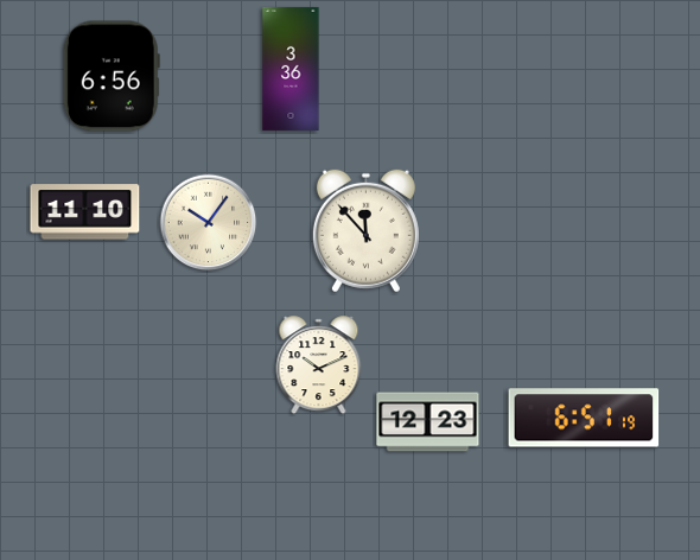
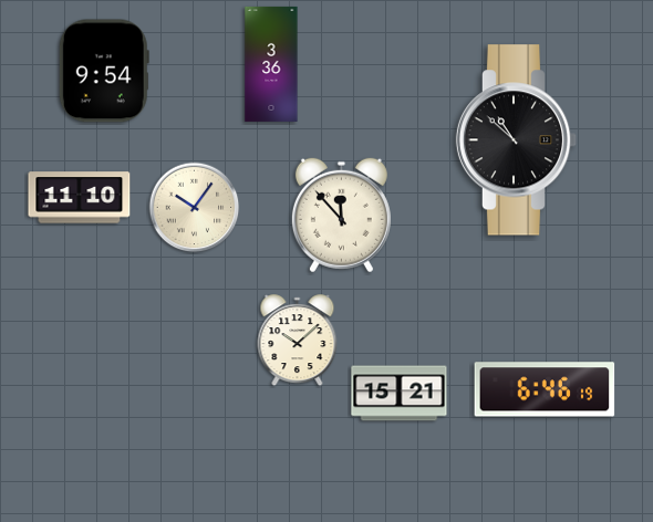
clock at (112, 76): 6:56 -> 9:54
clock at (517, 140): none -> 10:52
clock at (319, 365): 10:11 -> 10:08
clock at (584, 418): 6:51 -> 6:46
clock at (428, 422): 12:23 -> 15:21
